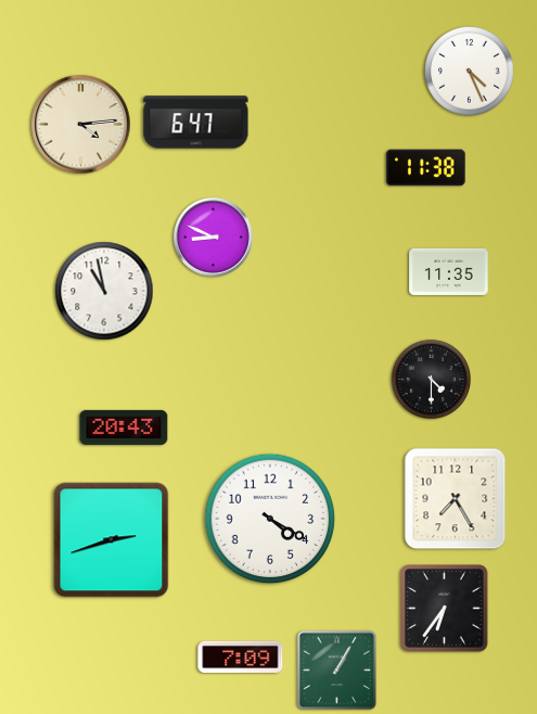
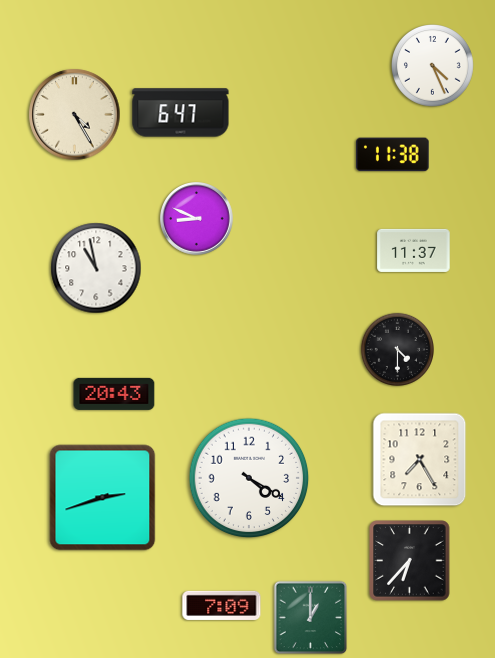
clock at (81, 125): 4:14 -> 4:25
clock at (449, 271): 11:35 -> 11:37
clock at (445, 609): 6:36 -> 6:37
clock at (337, 671): 1:05 -> 1:00
